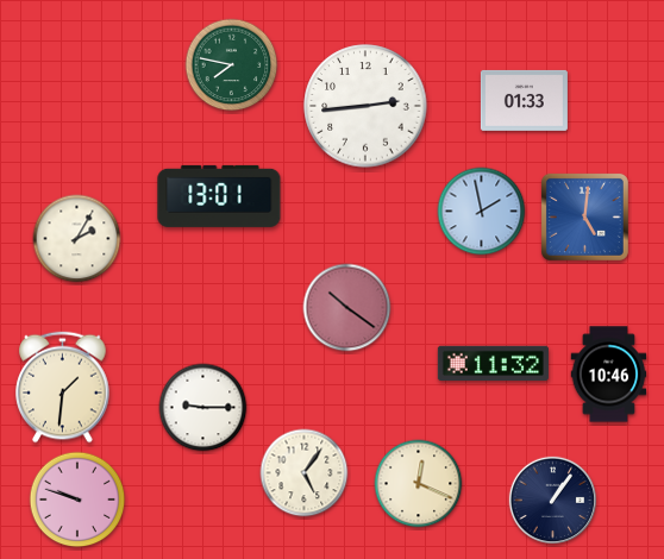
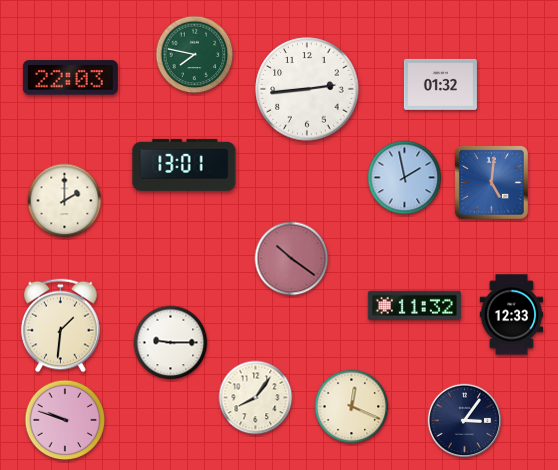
clock at (70, 78): none -> 22:03
clock at (524, 100): 01:33 -> 01:32
clock at (77, 239): 2:05 -> 2:00
clock at (609, 375): 10:46 -> 12:33
clock at (63, 388) position: (63, 388) -> (61, 326)
clock at (305, 473): 5:06 -> 8:06
clock at (552, 500): 1:06 -> 3:06
